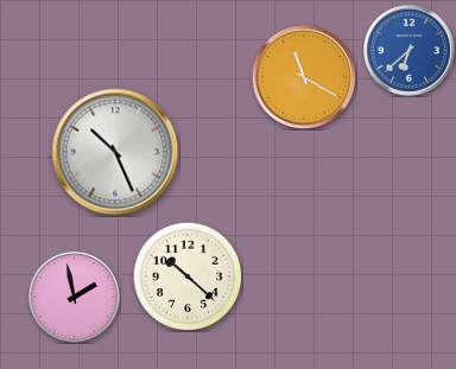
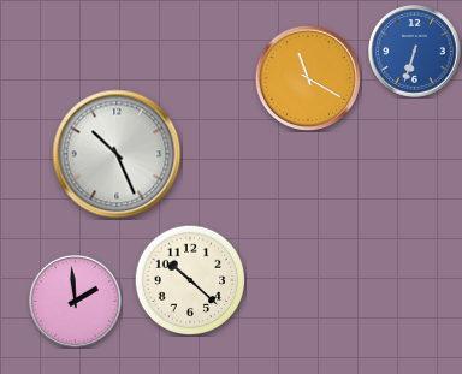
clock at (410, 51): 6:38 -> 6:33
clock at (75, 298): 1:58 -> 1:59
